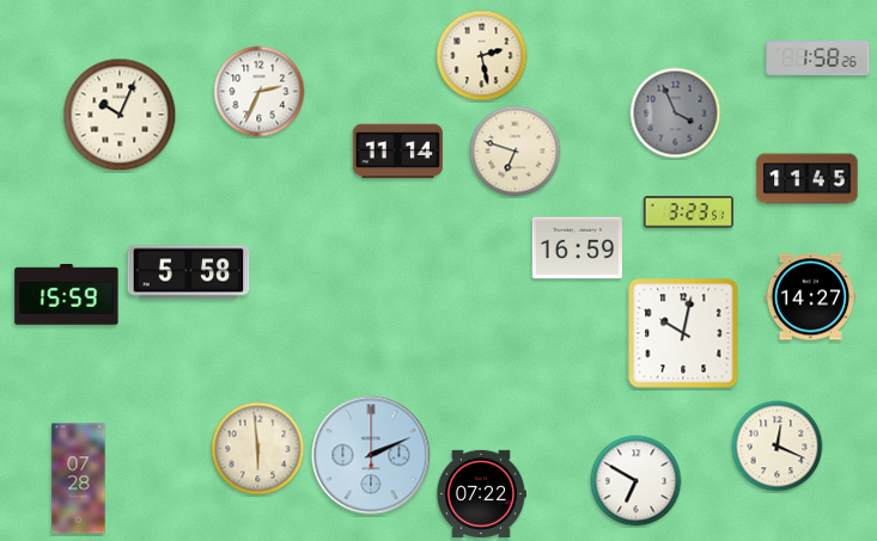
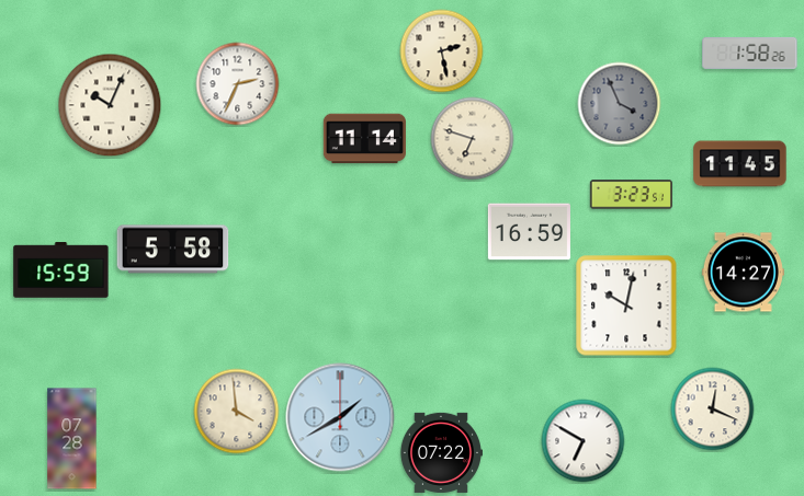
clock at (577, 248) position: (577, 248) -> (529, 232)
clock at (258, 449): 5:59 -> 3:59
clock at (371, 455): 2:11 -> 1:40
